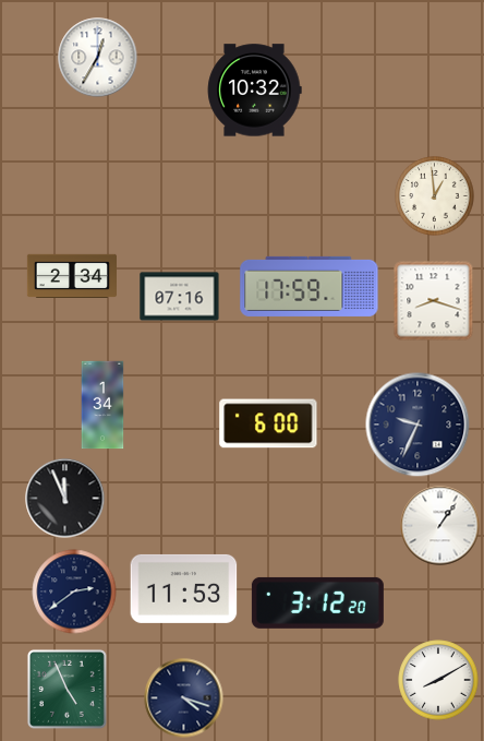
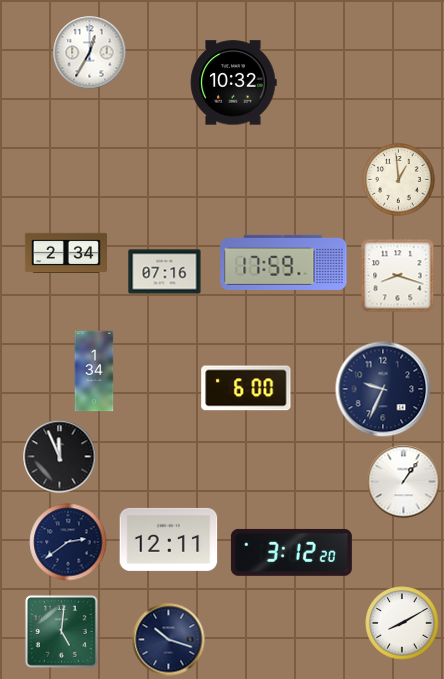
clock at (184, 588): 11:53 -> 12:11
clock at (66, 689): 4:56 -> 5:01
clock at (184, 698): 4:18 -> 10:18
